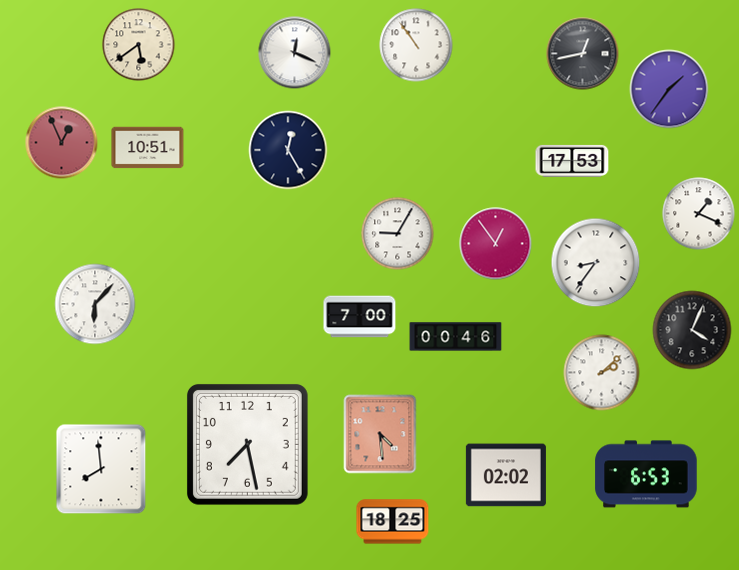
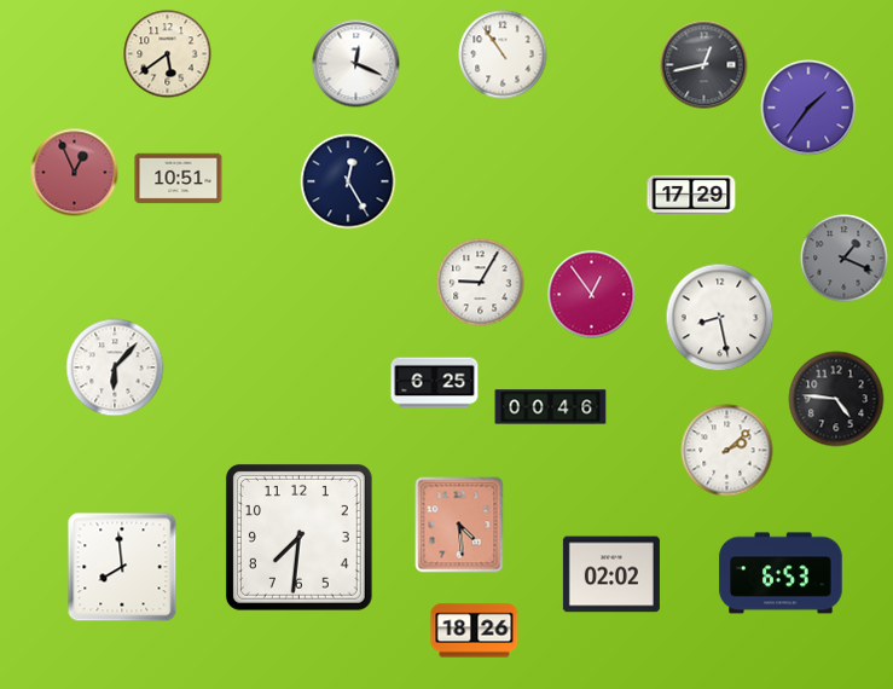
clock at (572, 161): 17:53 -> 17:29
clock at (699, 214) dial: white -> grey
clock at (496, 244) position: (496, 244) -> (592, 295)
clock at (596, 263): 8:36 -> 8:28
clock at (360, 317): 7:00 -> 6:25
clock at (692, 330): 4:04 -> 4:46
clock at (247, 444): 7:28 -> 7:31
clock at (393, 522): 18:25 -> 18:26
